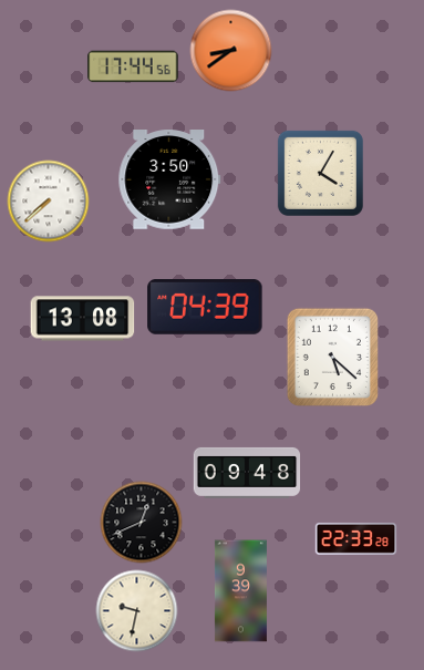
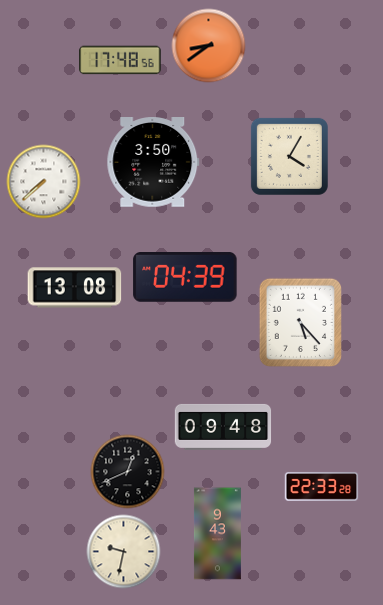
clock at (133, 66): 17:44 -> 17:48
clock at (332, 357): 5:22 -> 5:23
clock at (240, 591): 9:39 -> 9:43
